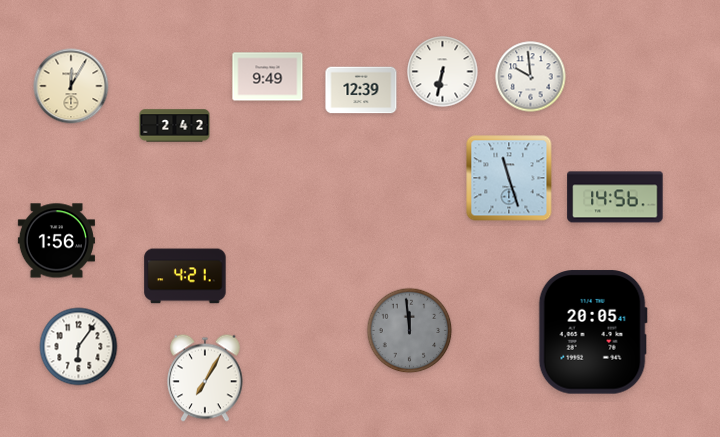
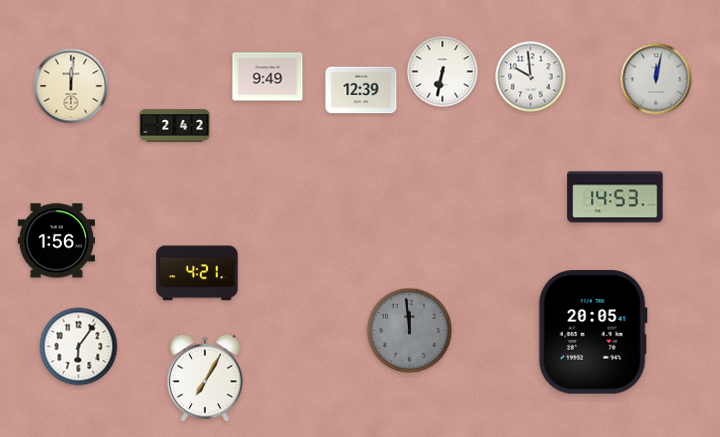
clock at (656, 79): none -> 12:02
clock at (71, 86): 12:05 -> 12:01
clock at (509, 178): 11:27 -> none
clock at (615, 197): 14:56 -> 14:53
clock at (185, 276) position: (185, 276) -> (197, 273)
